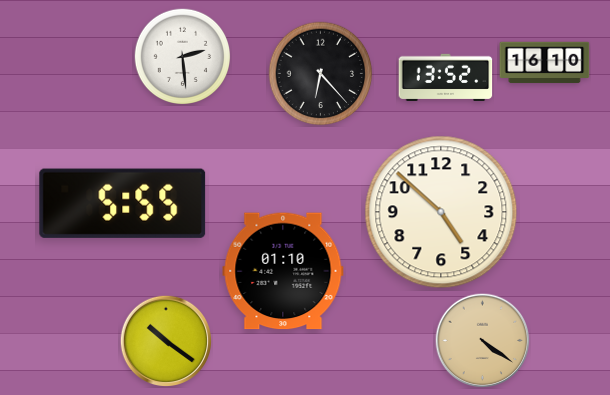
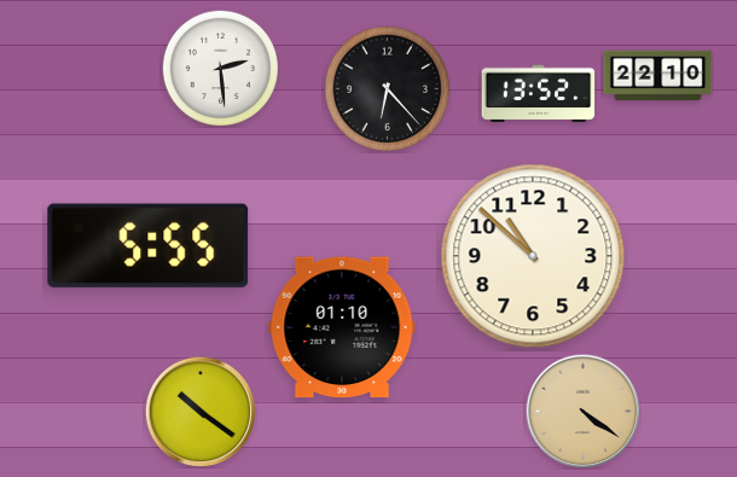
clock at (545, 63): 16:10 -> 22:10
clock at (441, 212): 4:52 -> 10:52
